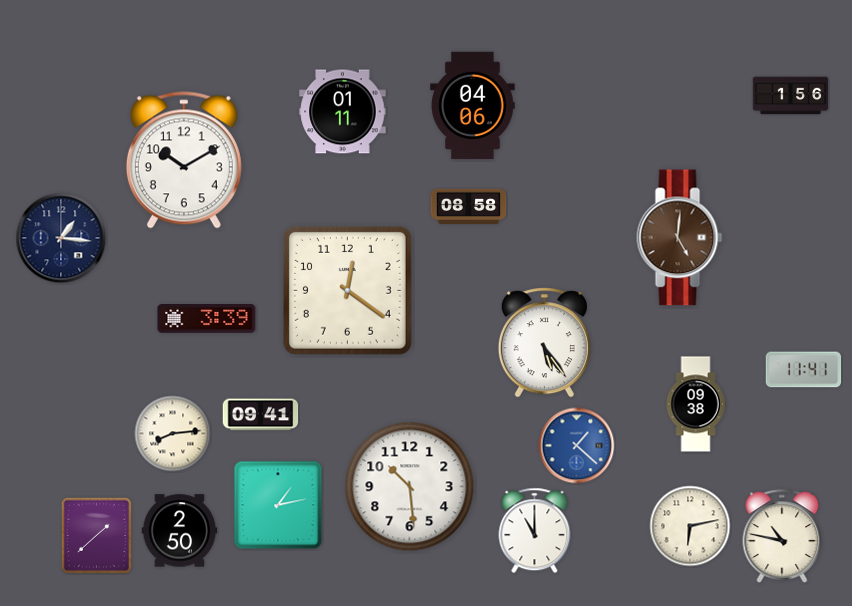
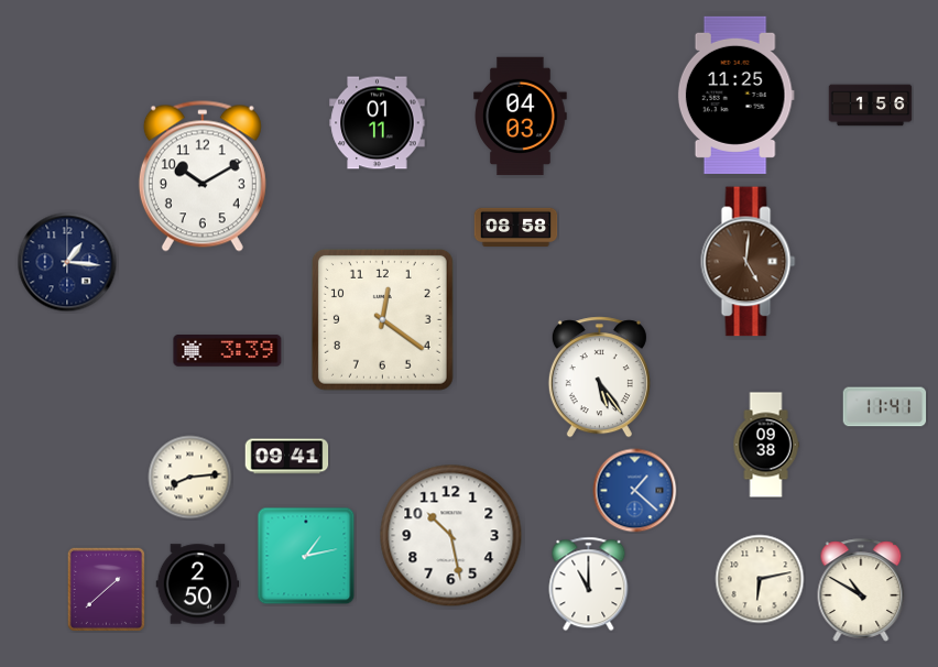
clock at (735, 95): none -> 11:25
clock at (473, 106): 04:06 -> 04:03
clock at (410, 487): 10:29 -> 10:28
clock at (782, 536): 10:47 -> 10:50
